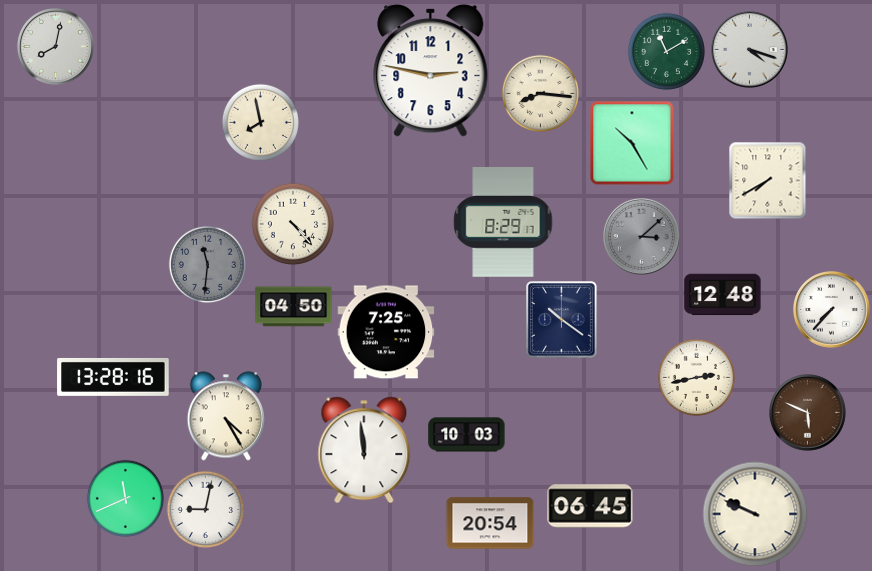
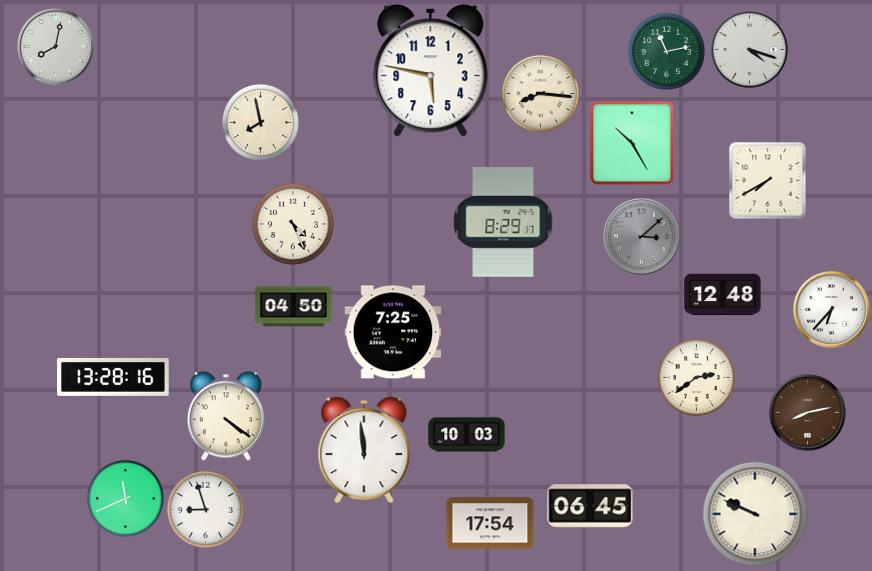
clock at (666, 51): 11:10 -> 11:13
clock at (431, 70): 2:47 -> 5:47
clock at (292, 223): 4:23 -> 4:26
clock at (207, 264): 11:31 -> none
clock at (832, 310): 7:37 -> 6:37
clock at (562, 320): 10:21 -> none
clock at (386, 332) position: (386, 332) -> (393, 332)
clock at (696, 377): 2:43 -> 2:39
clock at (808, 413): 5:49 -> 8:13
clock at (226, 416): 4:25 -> 4:21
clock at (205, 509): 9:02 -> 8:57
clock at (490, 523): 20:54 -> 17:54
